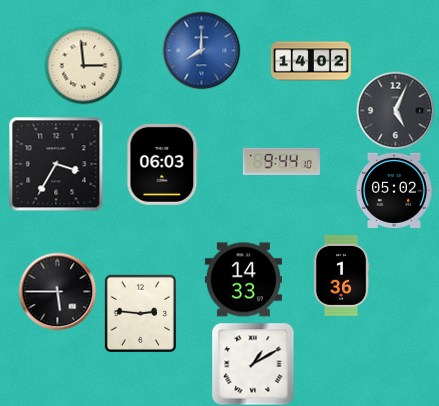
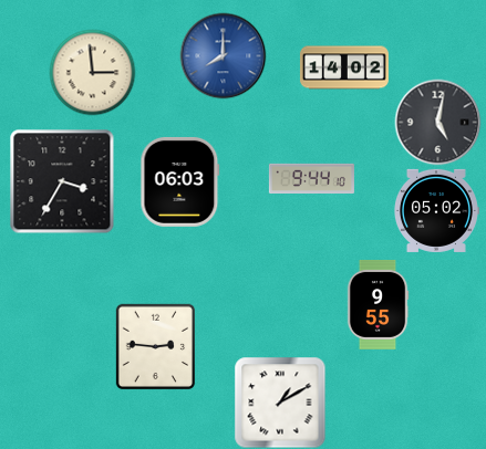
clock at (395, 110): 5:04 -> 5:02
clock at (341, 275): 1:36 -> 9:55
clock at (243, 280): 14:33 -> none
clock at (57, 291): 5:45 -> none
